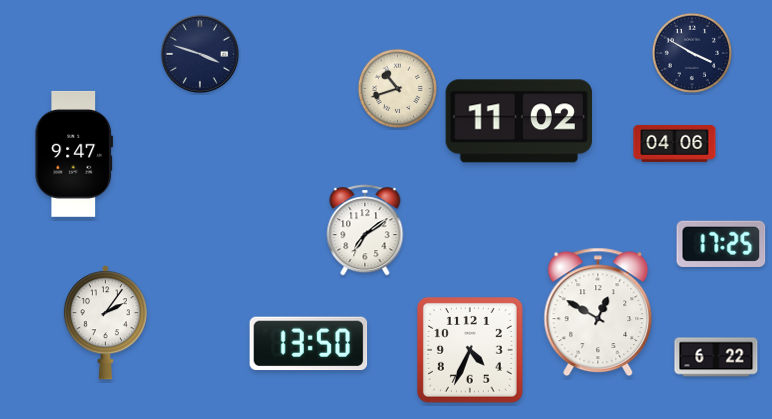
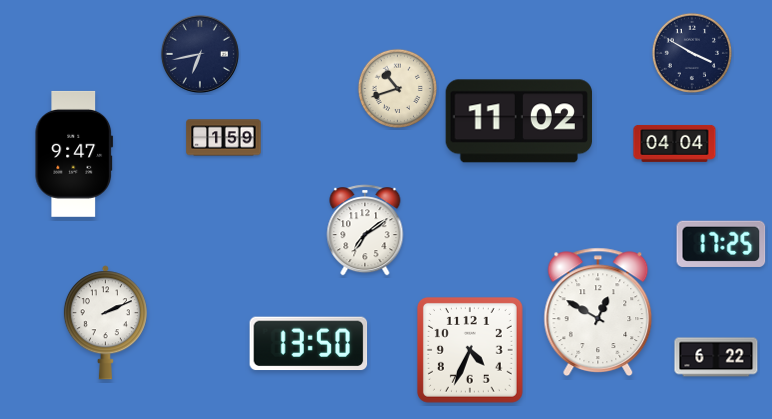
clock at (200, 54): 3:48 -> 6:43
clock at (224, 138): none -> 1:59
clock at (675, 143): 04:06 -> 04:04
clock at (105, 323): 2:06 -> 2:11
